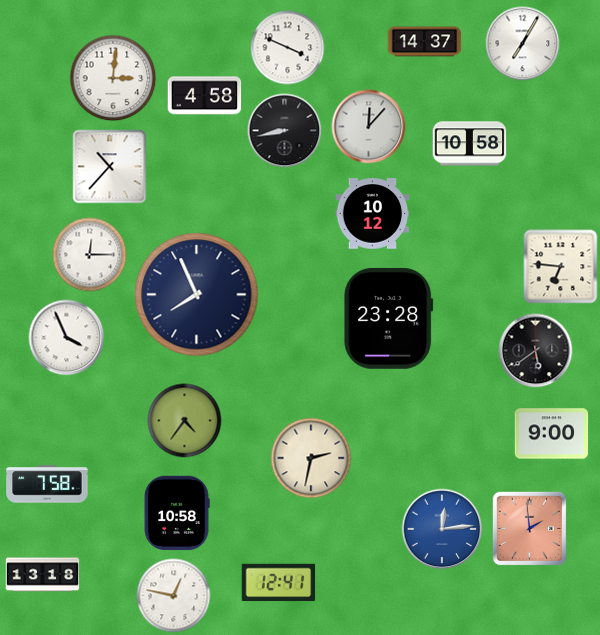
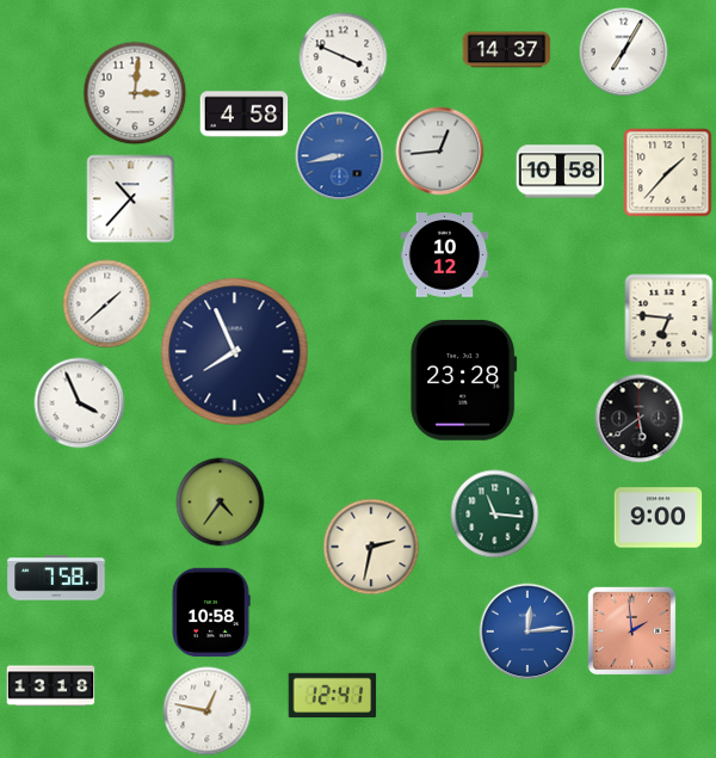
clock at (369, 127): 12:07 -> 12:44
clock at (285, 131) dial: black -> blue
clock at (668, 173): none -> 1:37
clock at (90, 255): 12:15 -> 1:38
clock at (495, 514): none -> 11:16
